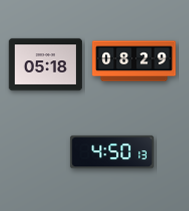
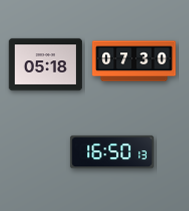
clock at (134, 61): 08:29 -> 07:30
clock at (112, 152): 4:50 -> 16:50
